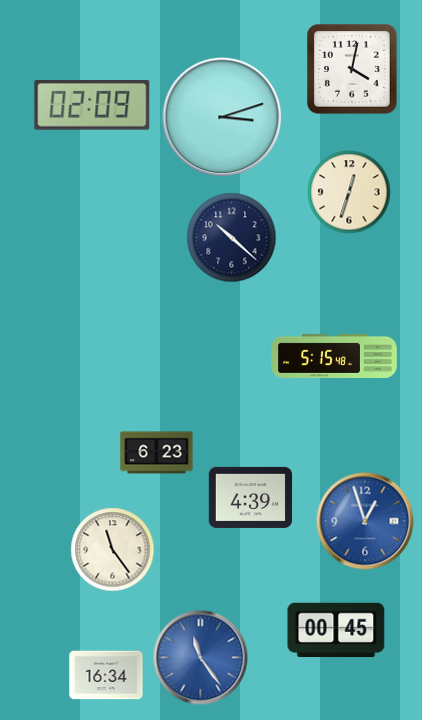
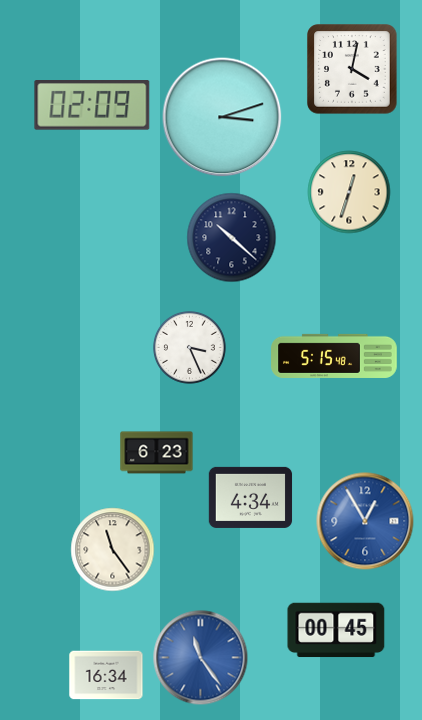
clock at (190, 348): none -> 3:26
clock at (251, 497): 4:39 -> 4:34
clock at (365, 521): 12:57 -> 12:55
